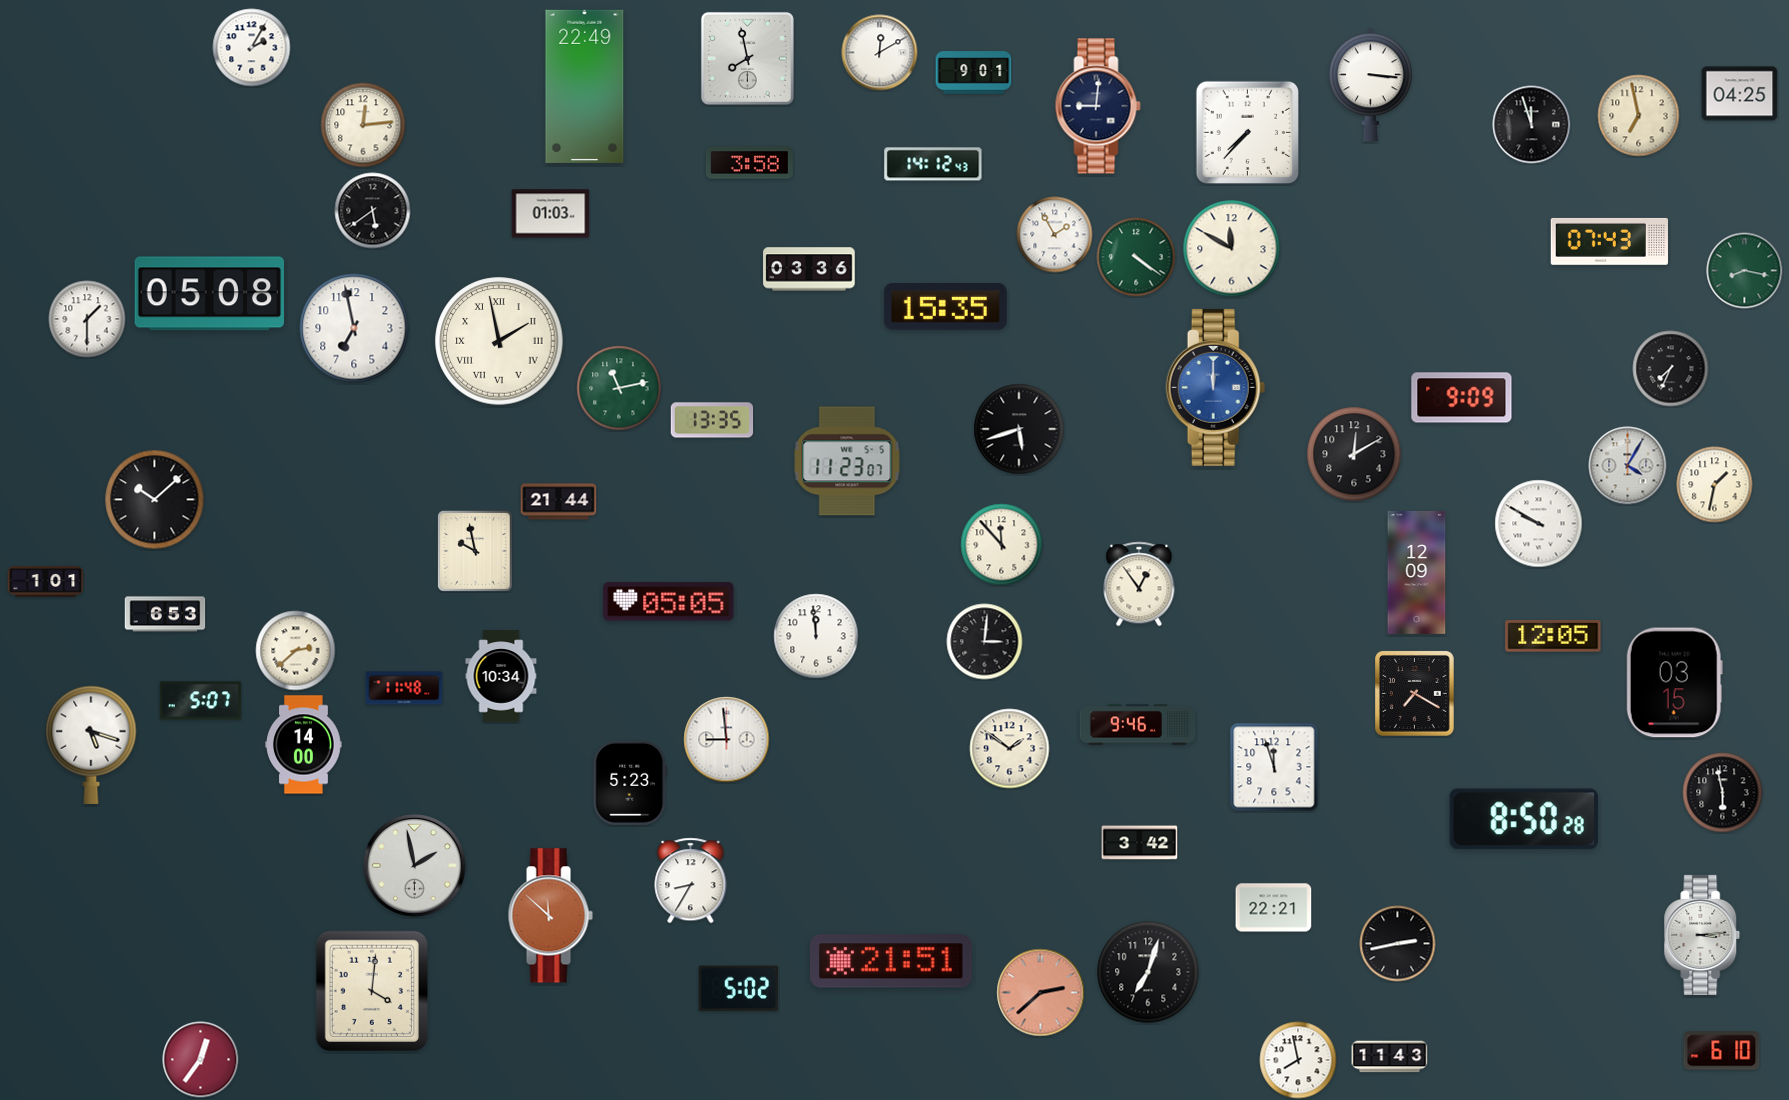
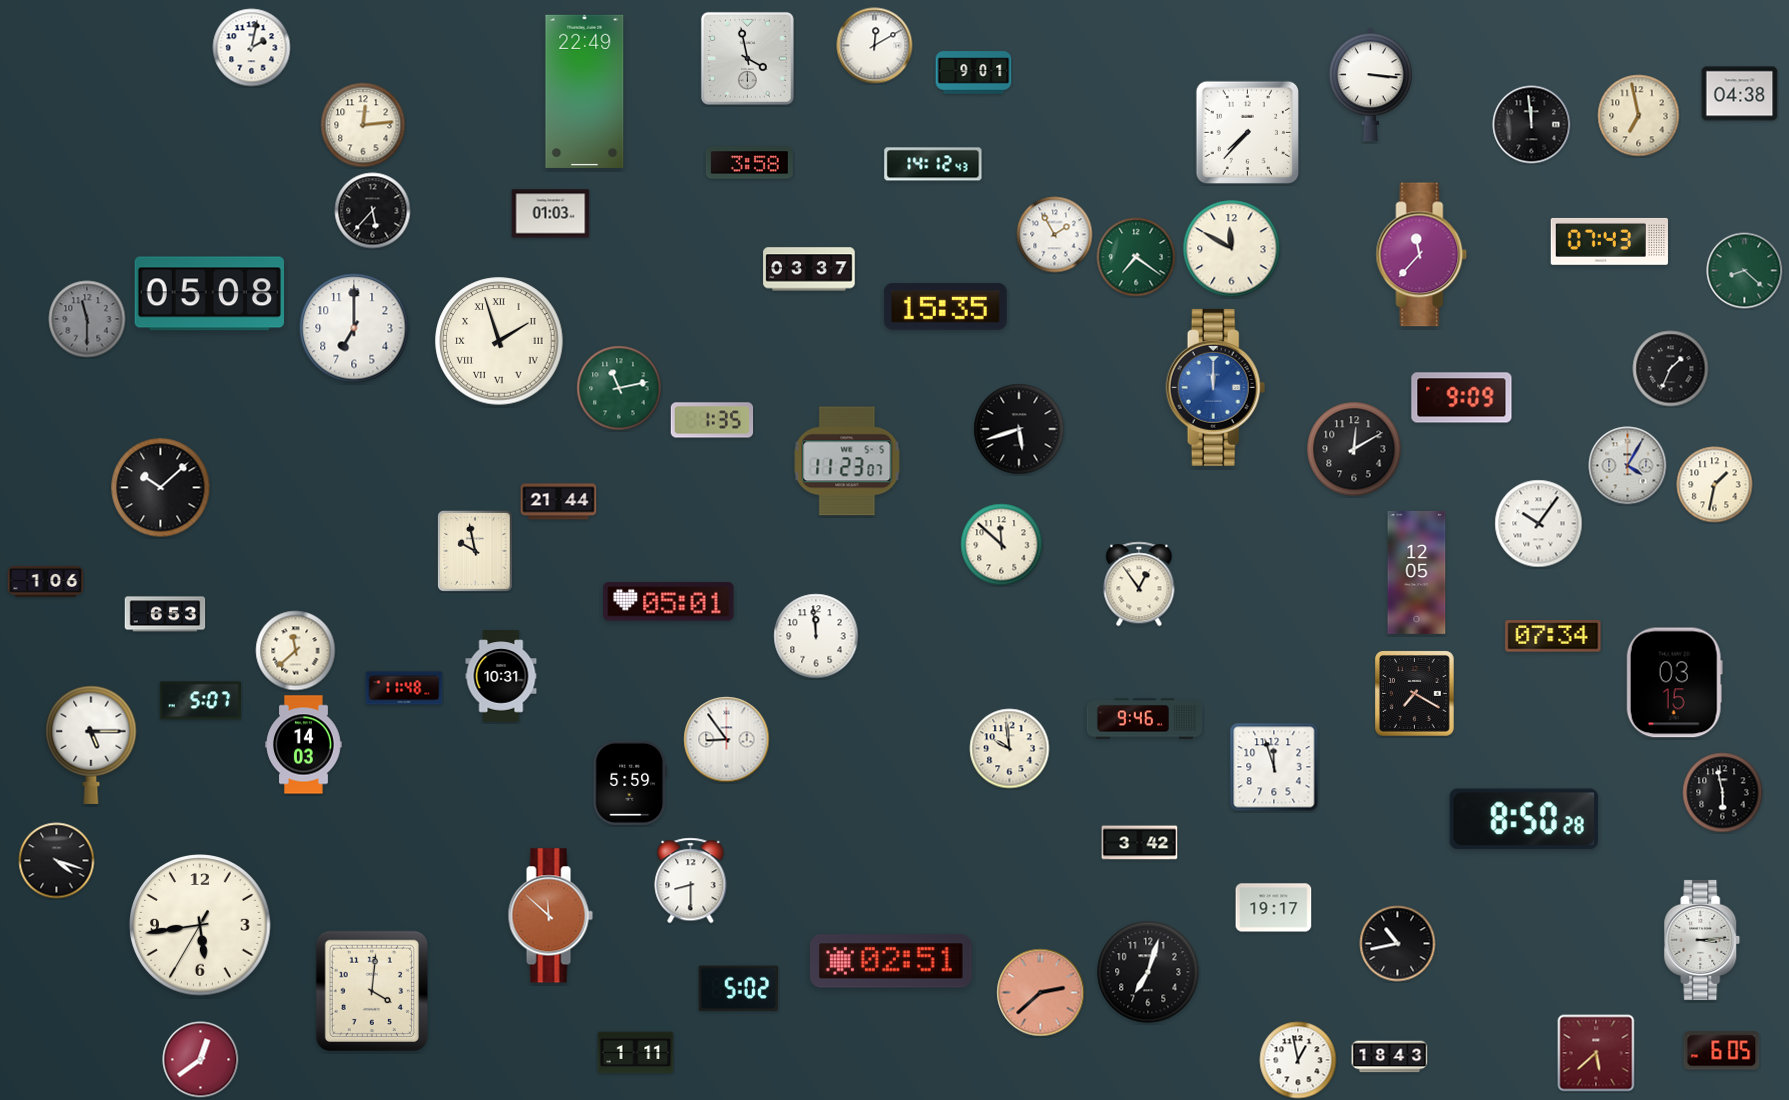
clock at (252, 48): 2:05 -> 2:02
clock at (880, 53) position: (880, 53) -> (875, 46)
clock at (747, 58): 7:58 -> 3:58
clock at (585, 86) position: (585, 86) -> (585, 91)
clock at (1740, 94): 04:25 -> 04:38
clock at (1098, 106): 9:01 -> none
clock at (1532, 125): 11:57 -> 11:59
clock at (373, 211): 5:39 -> 5:37
clock at (1422, 255): none -> 11:37
clock at (1136, 257): 4:21 -> 7:21
clock at (809, 269): 03:36 -> 03:37
clock at (1745, 271): 8:17 -> 8:22
clock at (87, 319): 1:30 -> 11:30
clock at (87, 319) dial: white -> grey
clock at (354, 328): 6:58 -> 7:00
clock at (499, 341): 1:58 -> 1:57
clock at (1671, 369): 7:34 -> 1:34
clock at (712, 420): 13:35 -> 1:35
clock at (1354, 454) position: (1354, 454) -> (1354, 449)
clock at (155, 500) position: (155, 500) -> (161, 488)
clock at (1539, 524): 9:50 -> 10:06
clock at (1002, 545): 11:53 -> 11:52
clock at (1417, 572): 12:09 -> 12:05
clock at (46, 581): 1:01 -> 1:06
clock at (669, 602): 05:05 -> 05:01
clock at (1553, 636): 12:05 -> 07:34
clock at (985, 642): 3:01 -> none
clock at (296, 651): 2:38 -> 11:38
clock at (501, 676): 10:34 -> 10:31
clock at (1138, 725) position: (1138, 725) -> (1145, 719)
clock at (727, 740): 8:59 -> 8:54
clock at (91, 745): 5:18 -> 5:15
clock at (304, 745): 14:00 -> 14:03
clock at (1010, 749): 1:51 -> 9:59
clock at (630, 783): 5:23 -> 5:59
clock at (57, 861): none -> 4:18
clock at (415, 866): 1:58 -> none
clock at (691, 881): 8:35 -> 8:30
clock at (1274, 908): 22:21 -> 19:17
clock at (200, 925): none -> 5:43
clock at (1702, 935) position: (1702, 935) -> (1702, 940)
clock at (1398, 944): 2:43 -> 10:43
clock at (892, 961): 21:51 -> 02:51
clock at (1722, 1051): 6:10 -> 6:05
clock at (636, 1053): none -> 1:11
clock at (1596, 1053): none -> 5:38
clock at (1390, 1057): 11:43 -> 18:43
clock at (201, 1060): 12:36 -> 12:39
clock at (1298, 1060): 7:58 -> 12:58
